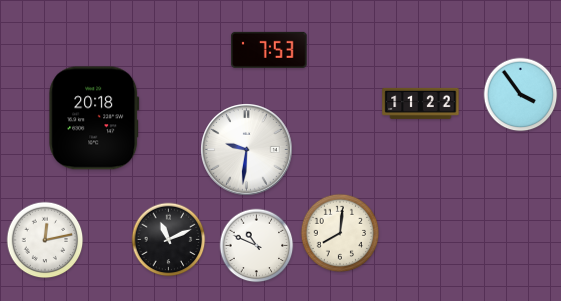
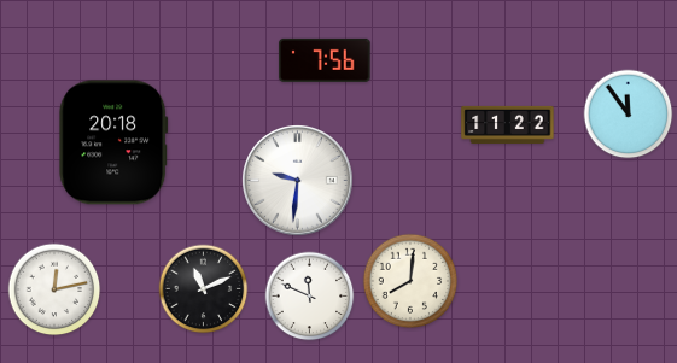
clock at (269, 50): 7:53 -> 7:56
clock at (521, 95): 3:54 -> 11:54
clock at (257, 246): 10:49 -> 11:49
